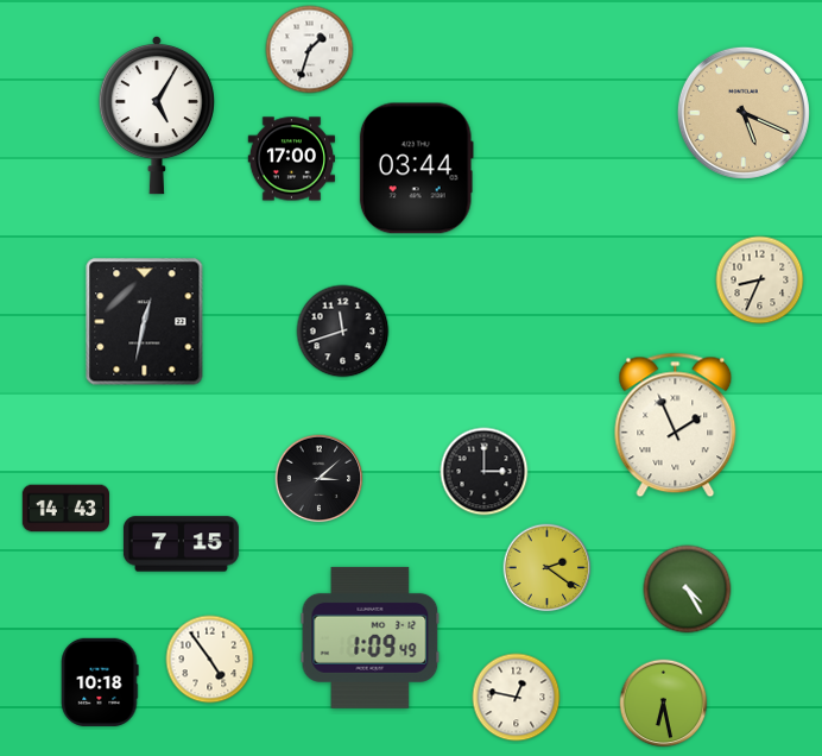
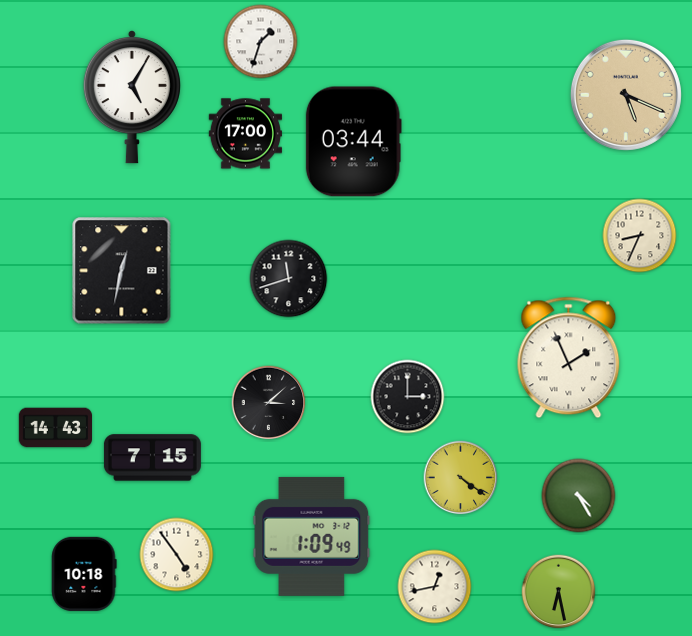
clock at (416, 169) position: (416, 169) -> (353, 142)
clock at (548, 568): 2:21 -> 4:21
clock at (517, 698): 12:47 -> 12:43
